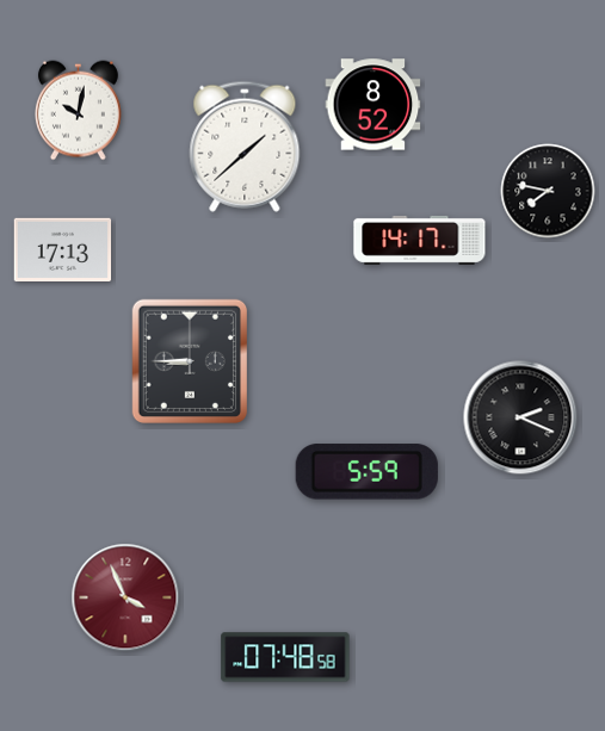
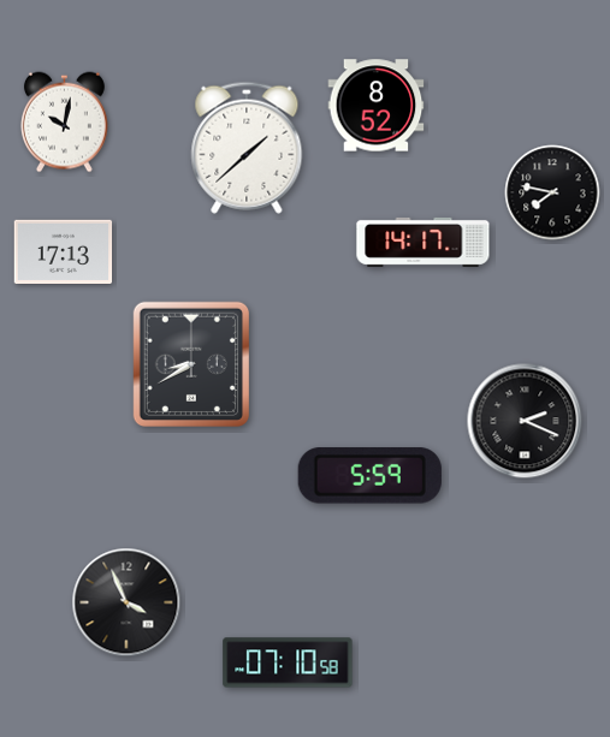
clock at (78, 111) position: (78, 111) -> (64, 123)
clock at (189, 360): 8:45 -> 8:40
clock at (125, 597) dial: burgundy -> black
clock at (285, 657): 07:48 -> 07:10
